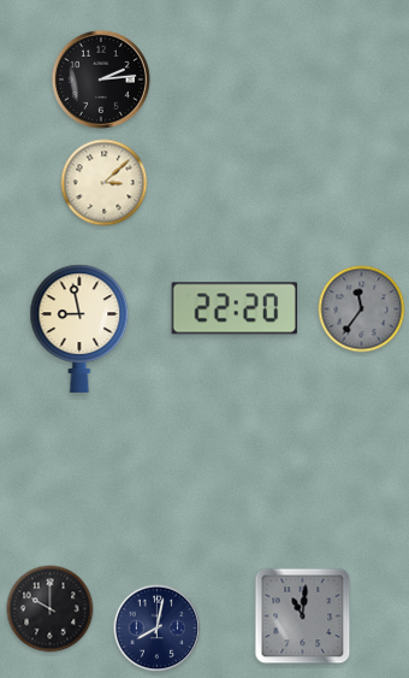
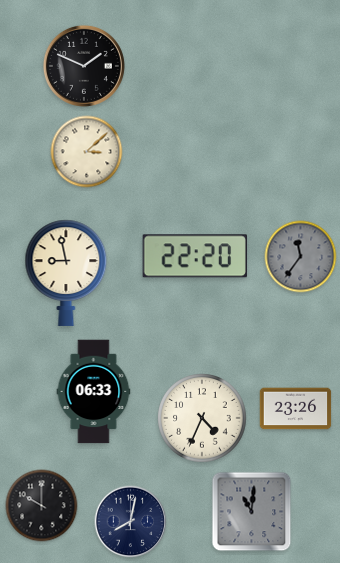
clock at (101, 79): 2:14 -> 1:49
clock at (94, 392): none -> 06:33
clock at (296, 409): none -> 23:26
clock at (202, 418): none -> 4:34
